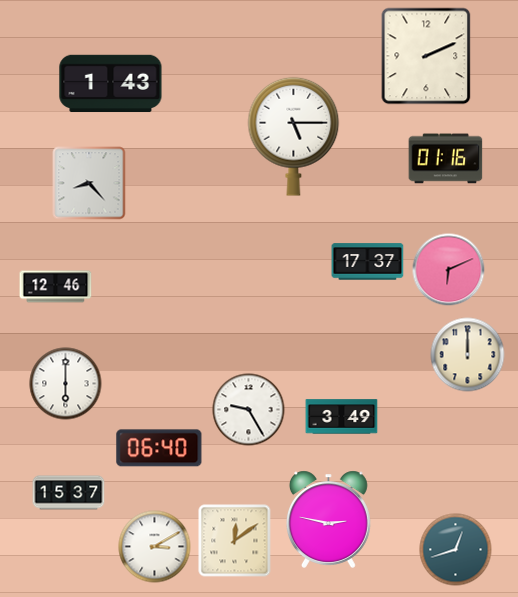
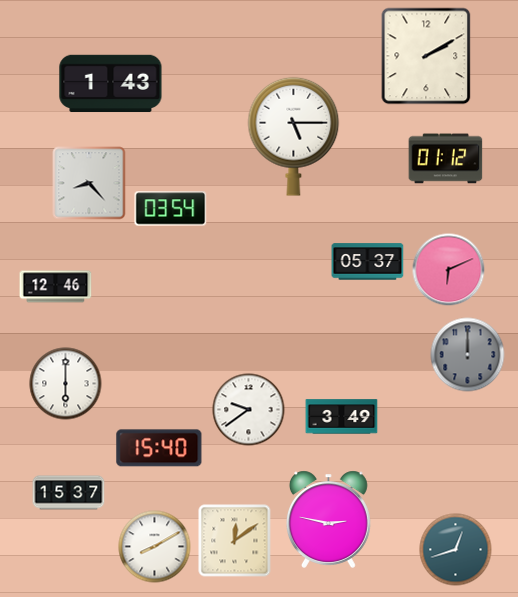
clock at (426, 56): 2:11 -> 2:10
clock at (446, 159): 01:16 -> 01:12
clock at (171, 209): none -> 03:54
clock at (368, 262): 17:37 -> 05:37
clock at (468, 355) dial: cream -> grey
clock at (249, 410): 9:25 -> 9:39
clock at (159, 448): 06:40 -> 15:40
clock at (155, 547): 3:10 -> 8:10
